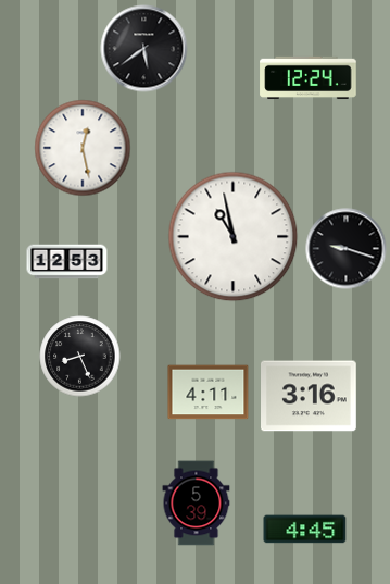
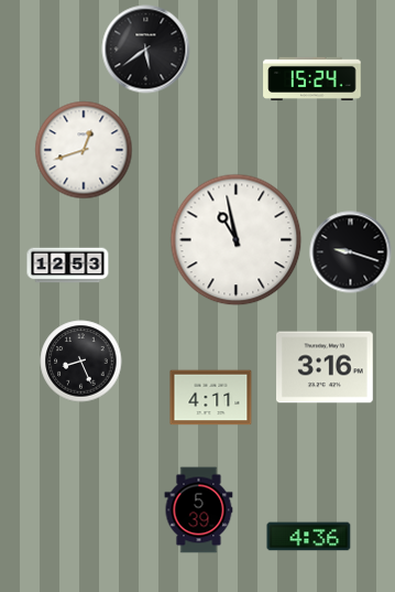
clock at (309, 78): 12:24 -> 15:24
clock at (83, 148): 12:28 -> 12:42
clock at (310, 396) position: (310, 396) -> (326, 367)
clock at (305, 530): 4:45 -> 4:36
